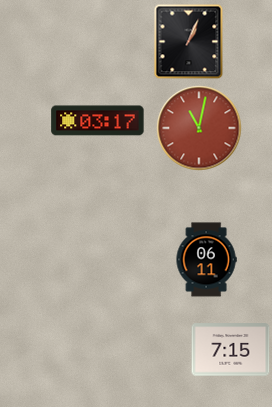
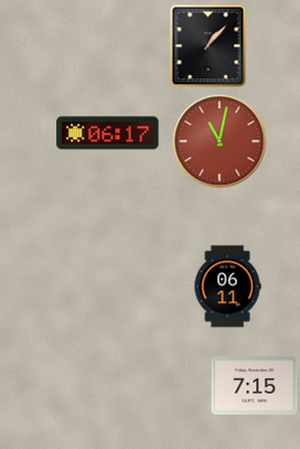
clock at (189, 42): 1:04 -> 1:07
clock at (98, 121): 03:17 -> 06:17
